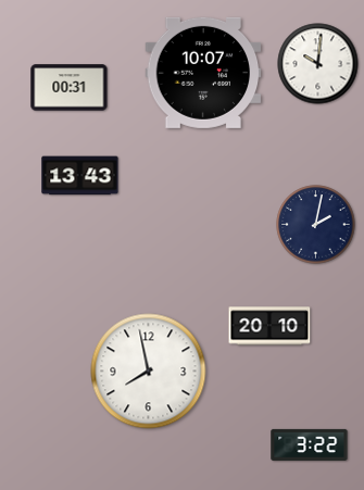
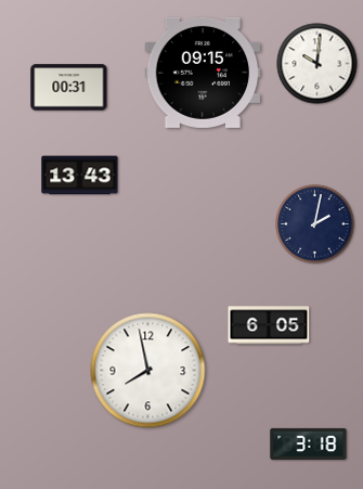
clock at (203, 73): 10:07 -> 09:15
clock at (269, 326): 20:10 -> 6:05
clock at (310, 444): 3:22 -> 3:18
